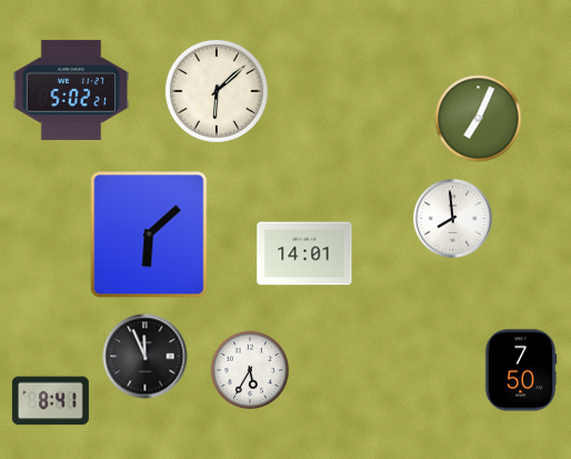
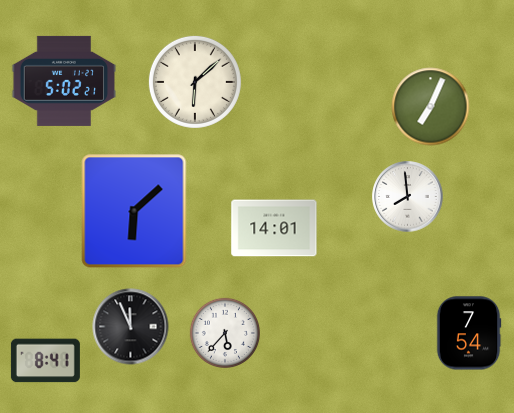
clock at (146, 357) position: (146, 357) -> (131, 327)
clock at (249, 369): 5:35 -> 5:37
clock at (521, 370): 7:50 -> 7:54
